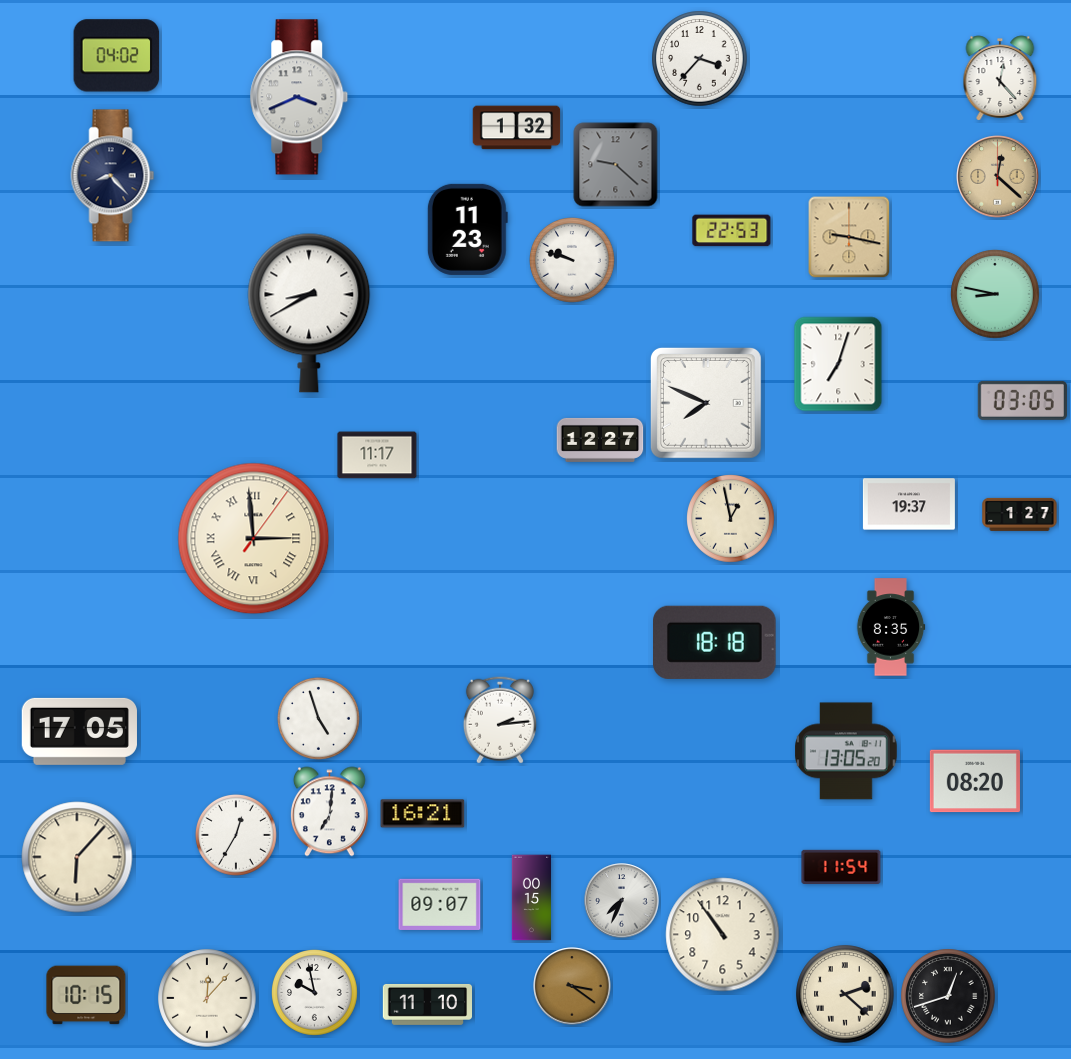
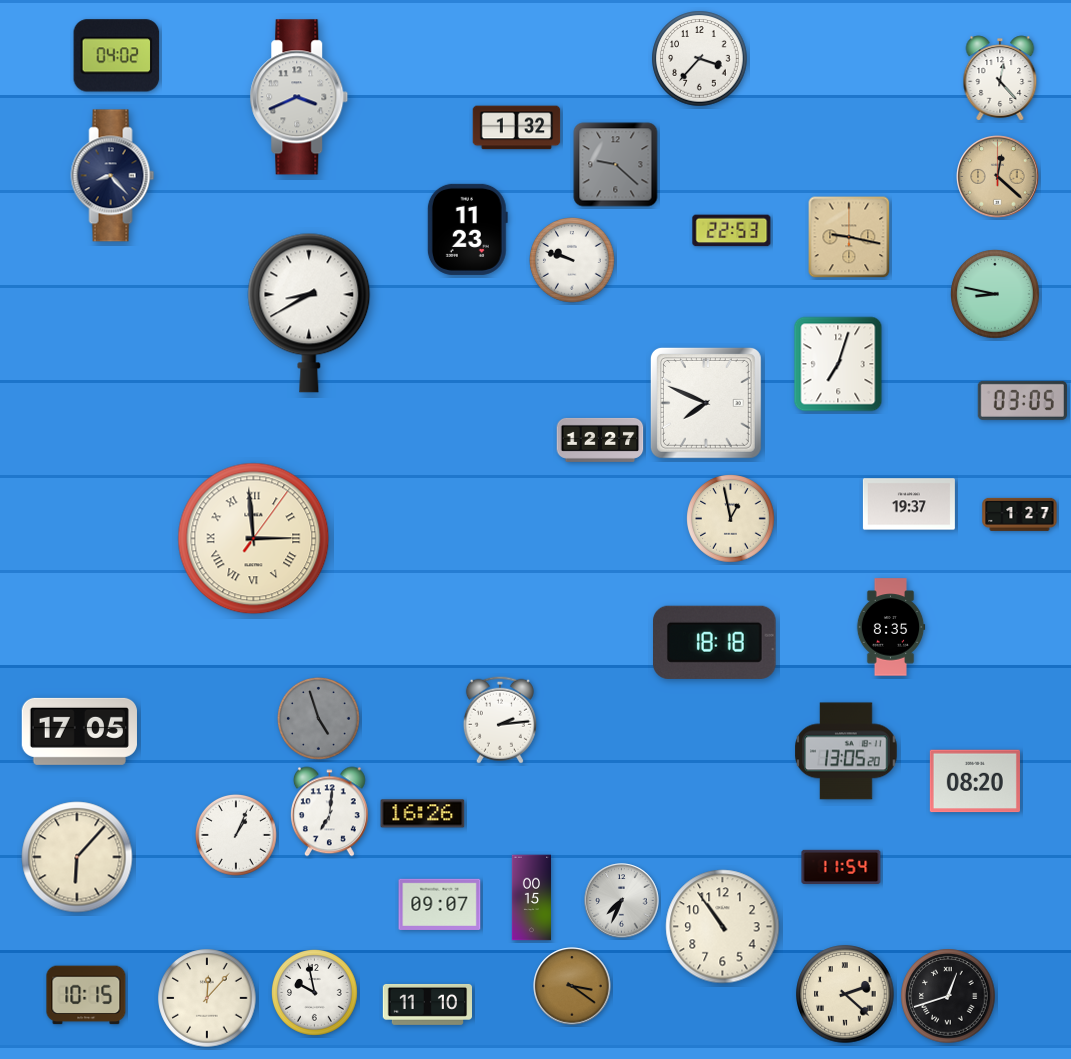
clock at (377, 455): 11:17 -> none
clock at (319, 719) dial: white -> grey
clock at (423, 814): 16:21 -> 16:26
clock at (236, 835): 12:35 -> 1:04
clock at (723, 935) position: (723, 935) -> (723, 927)
